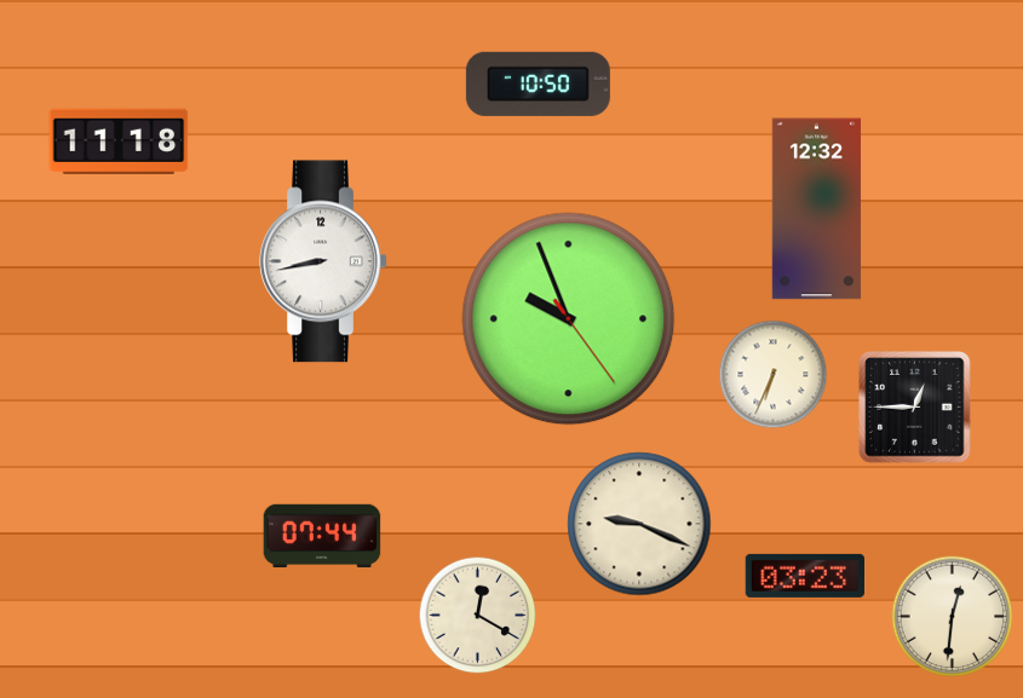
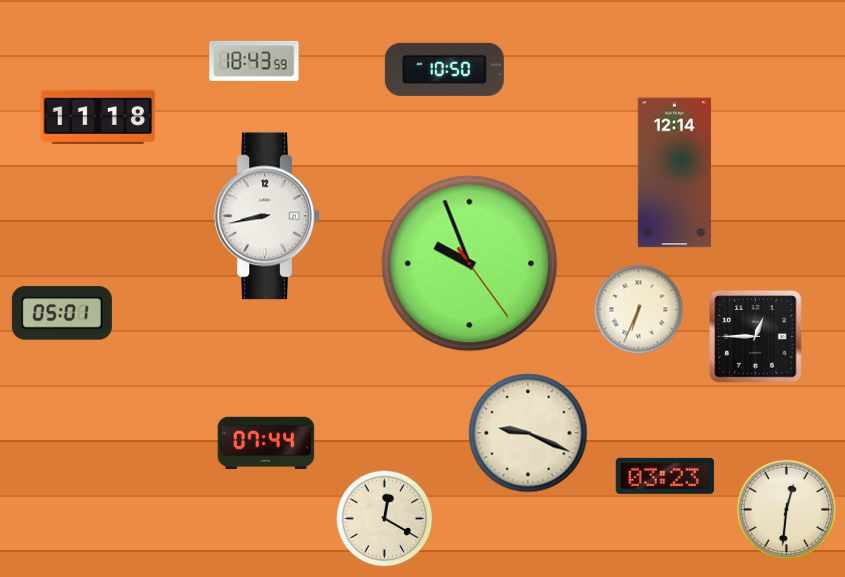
clock at (254, 61): none -> 18:43
clock at (816, 209): 12:32 -> 12:14
clock at (62, 313): none -> 05:01
clock at (478, 616) position: (478, 616) -> (385, 519)
